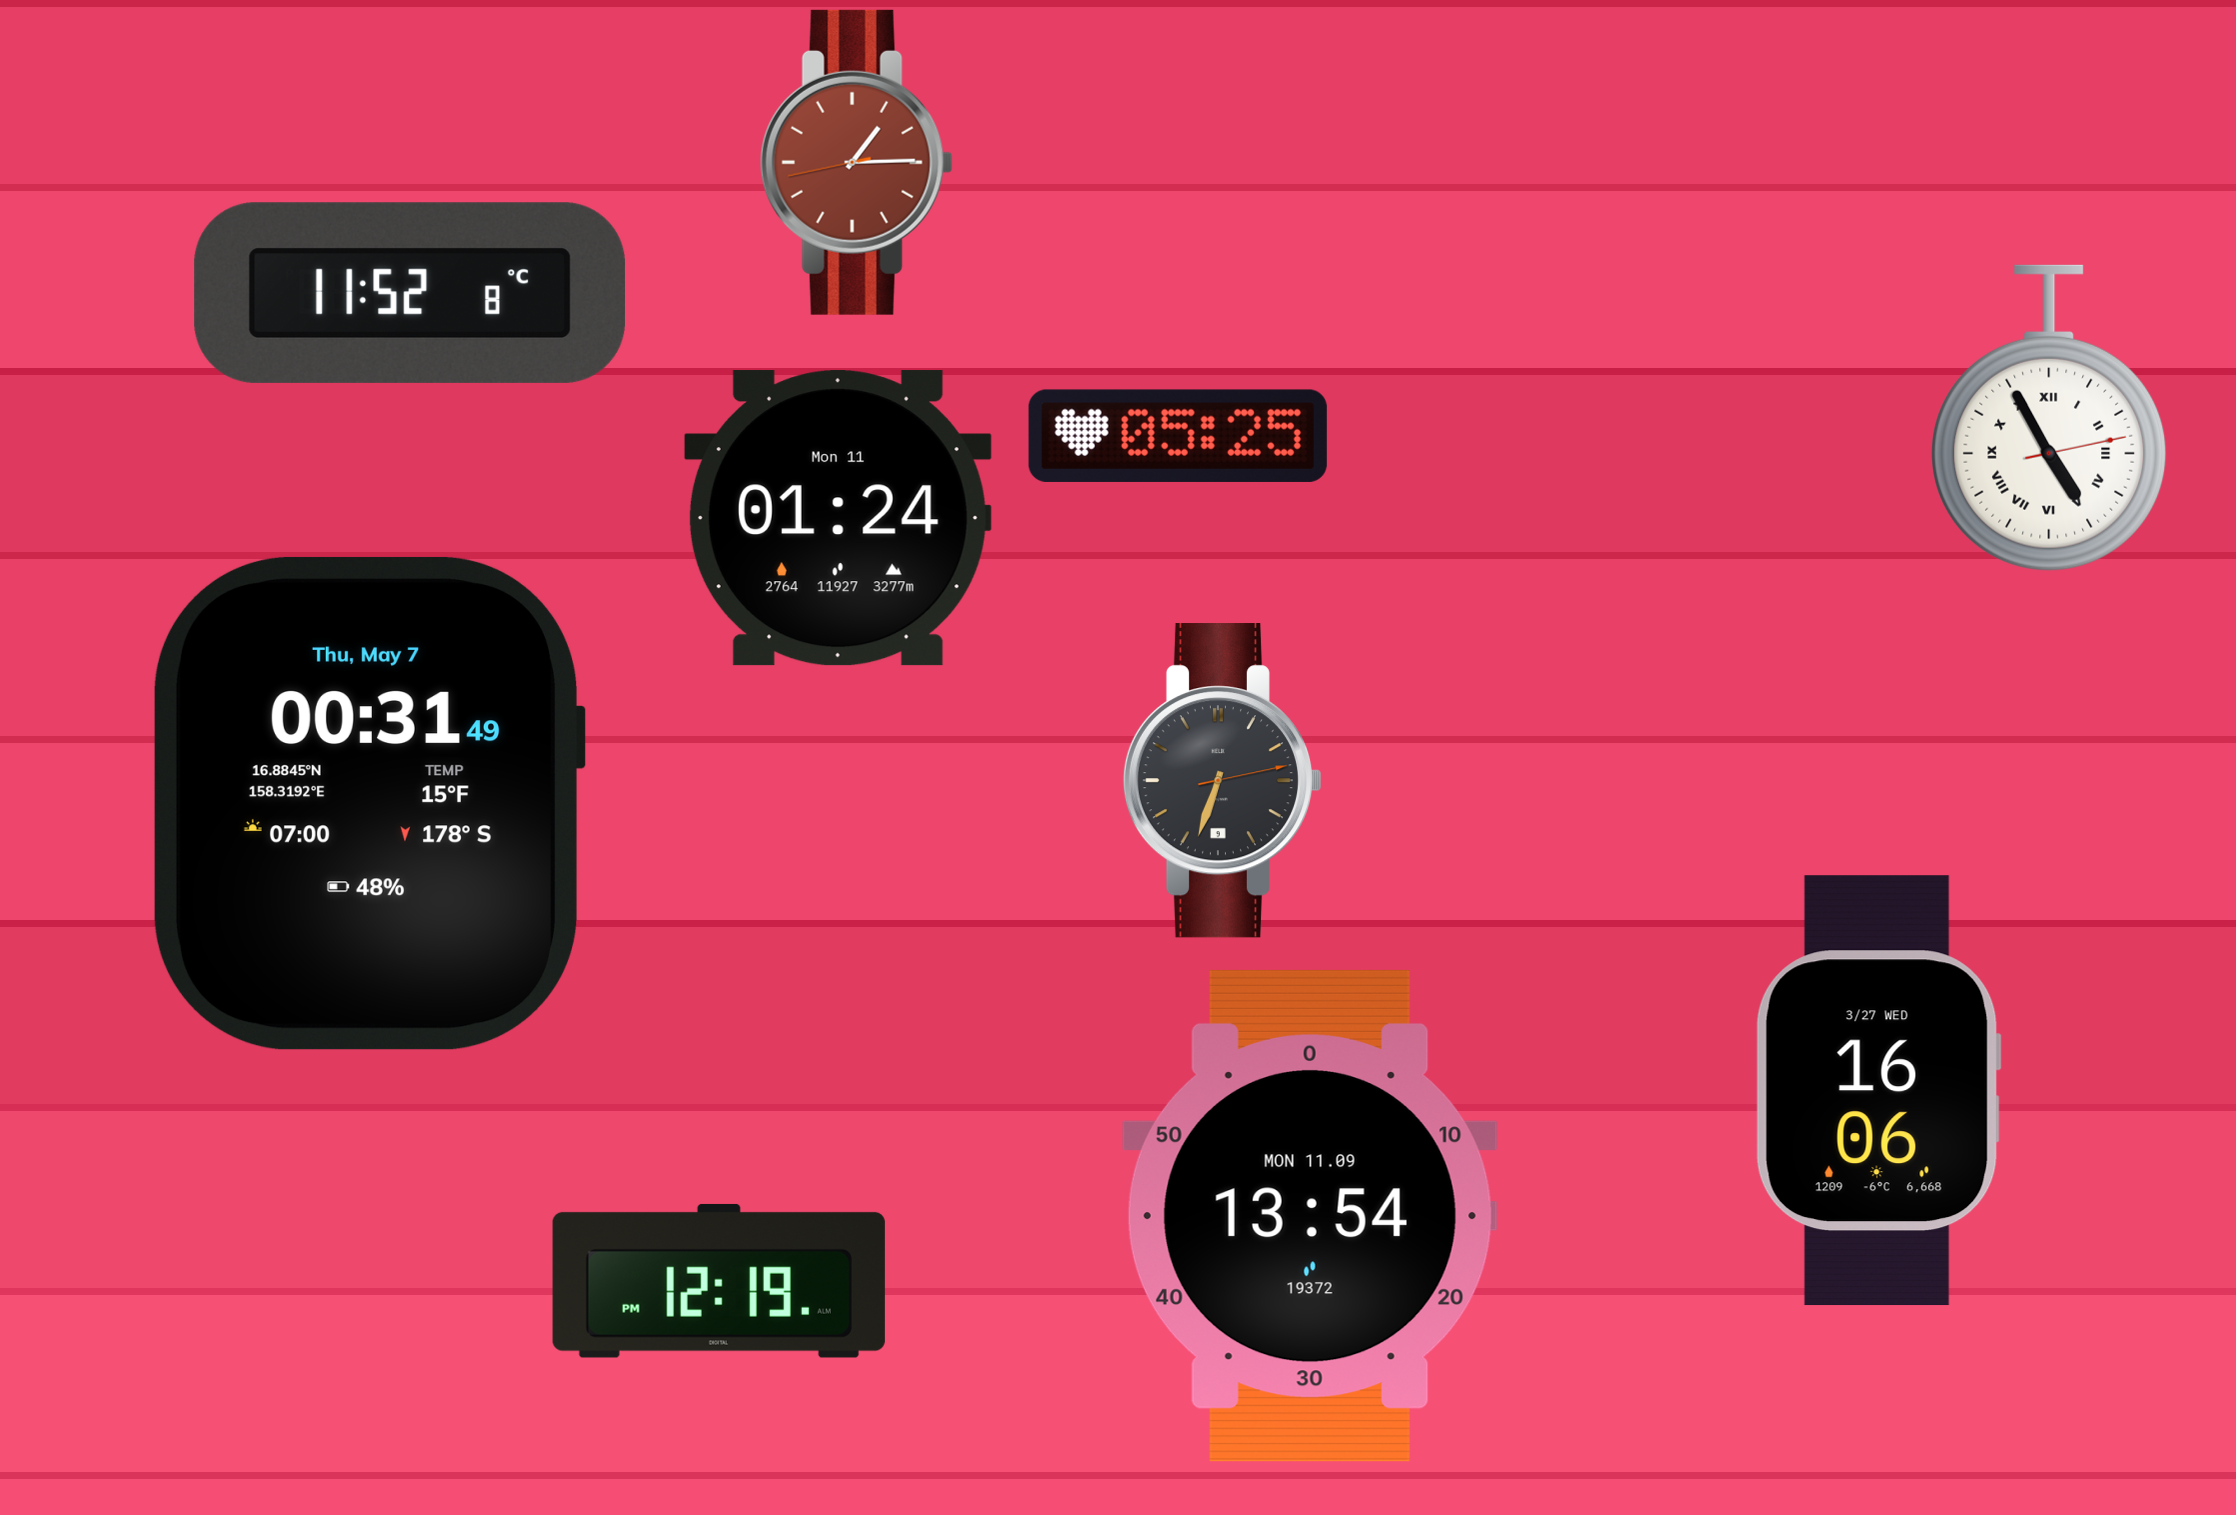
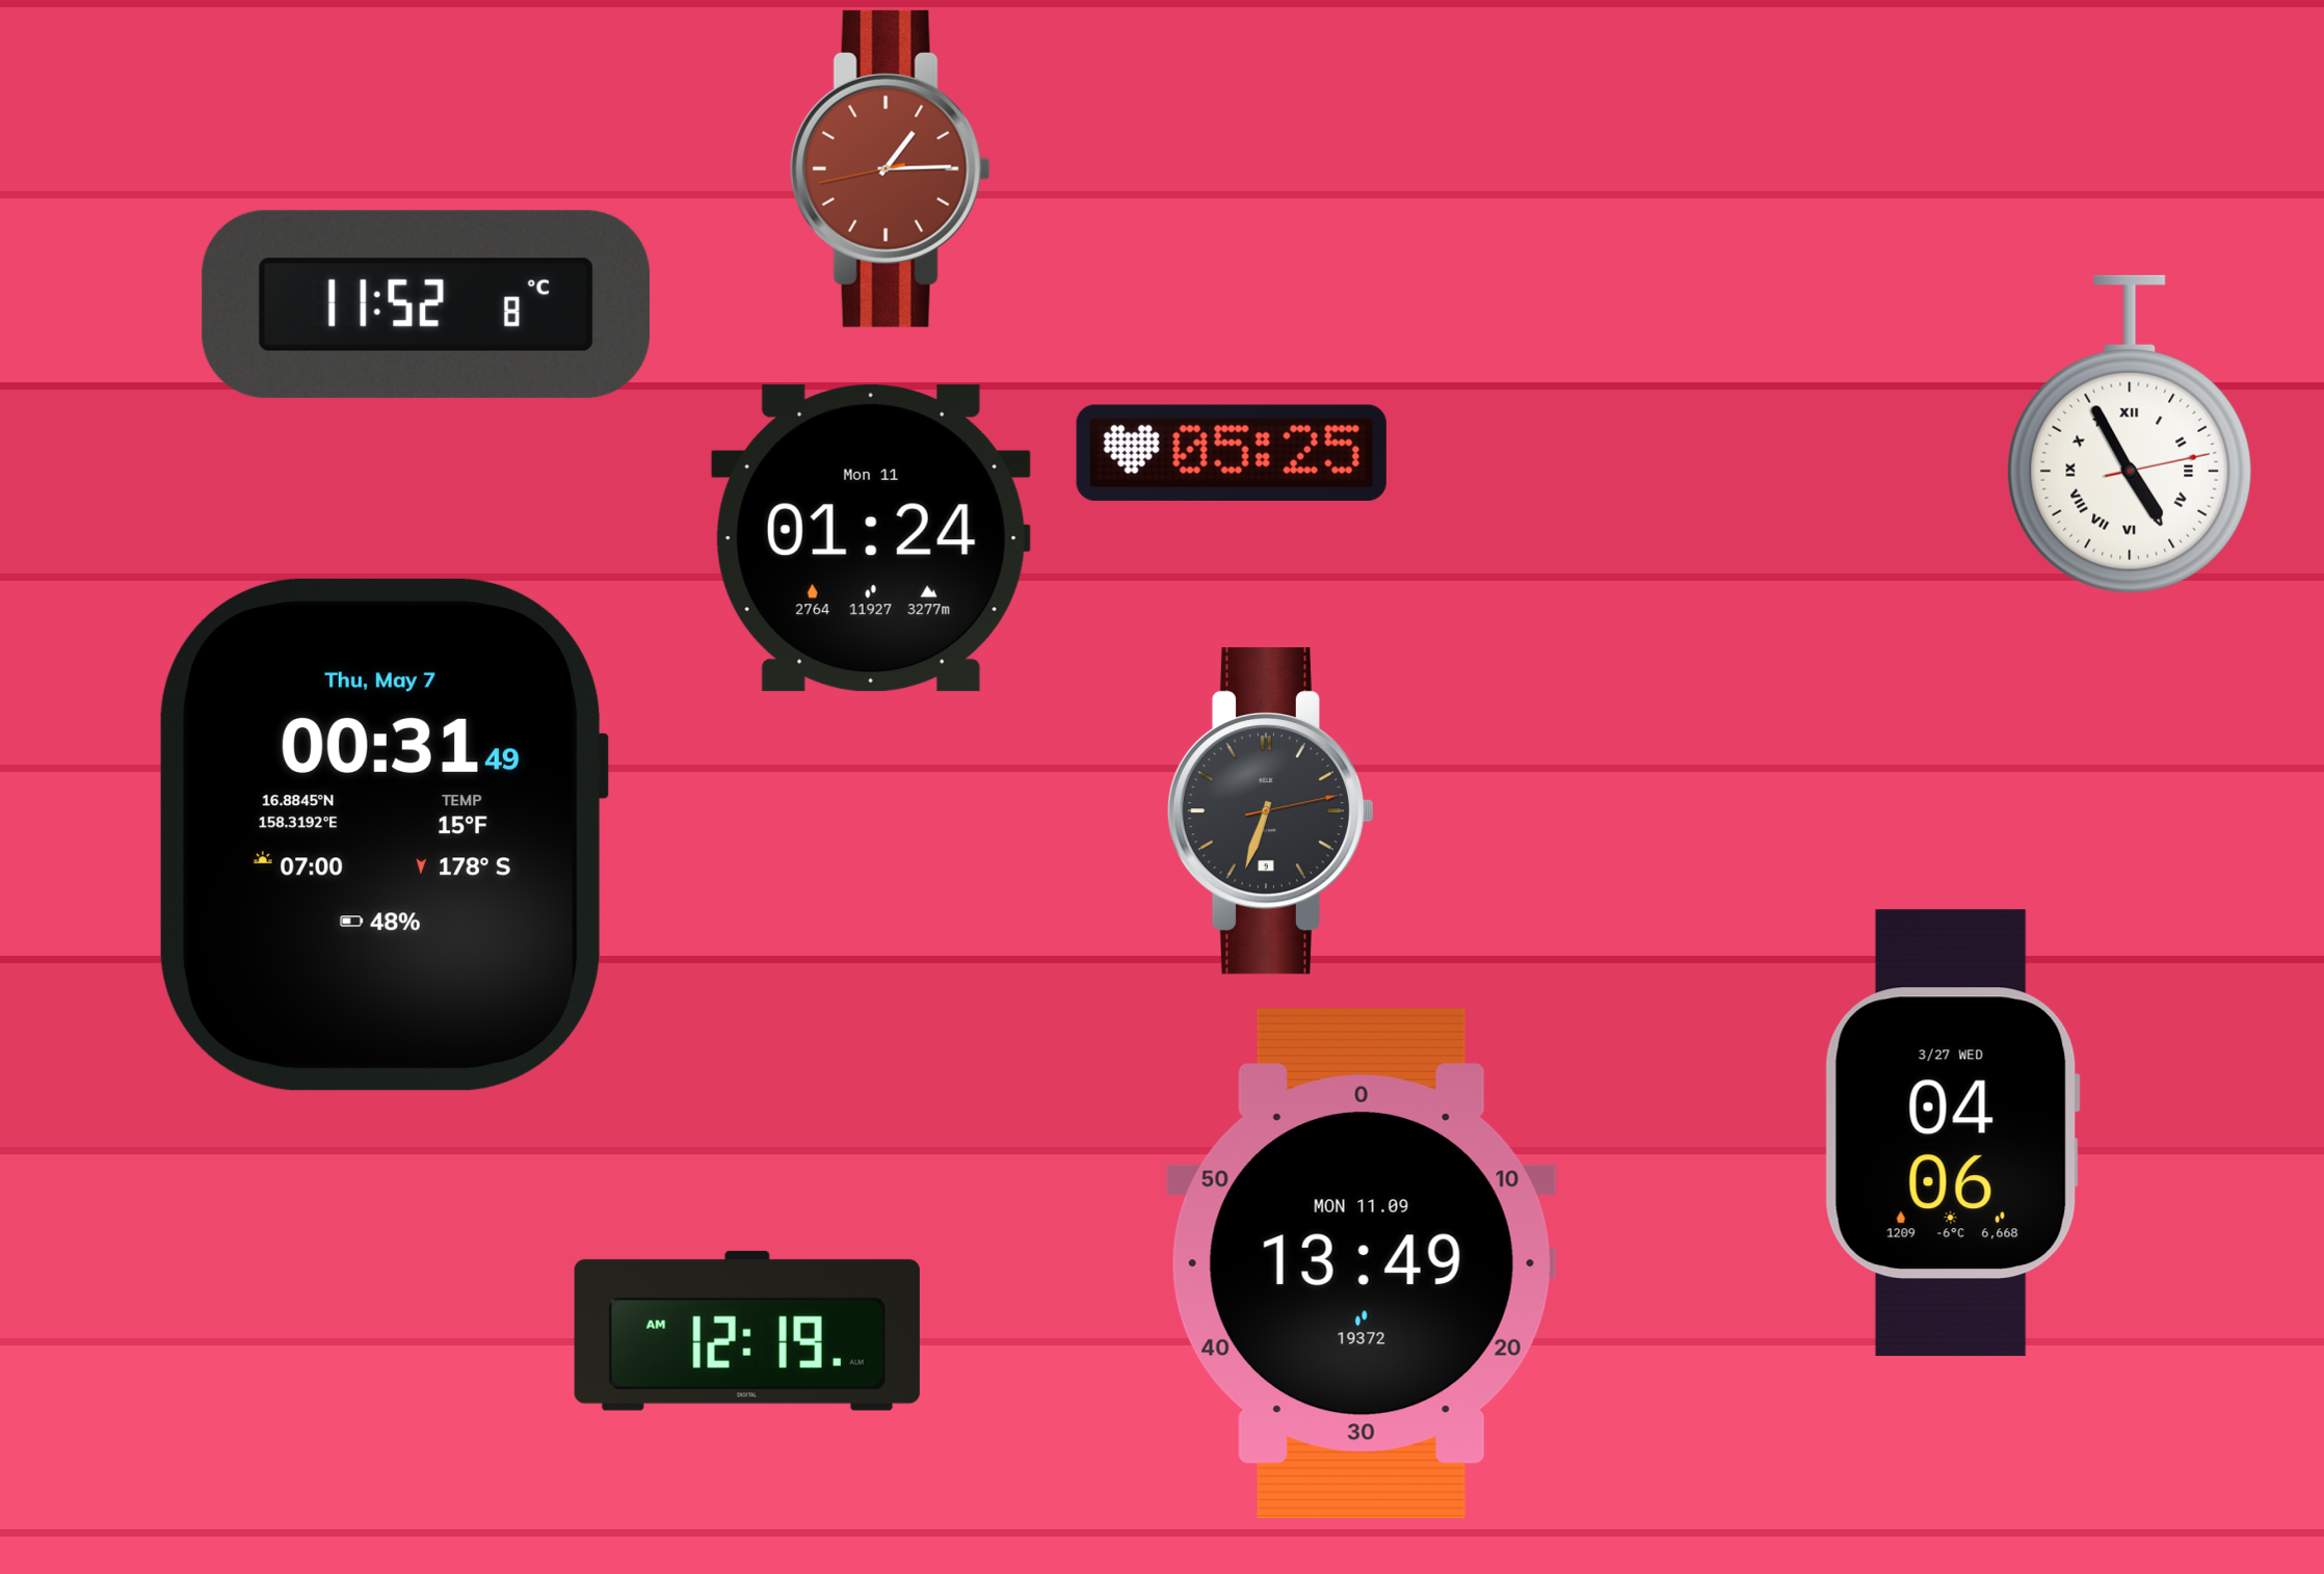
clock at (1178, 436) position: (1178, 436) -> (1232, 453)
clock at (1878, 1091): 16:06 -> 04:06
clock at (1310, 1216): 13:54 -> 13:49
clock at (719, 1281): 12:19 PM -> 12:19 AM
